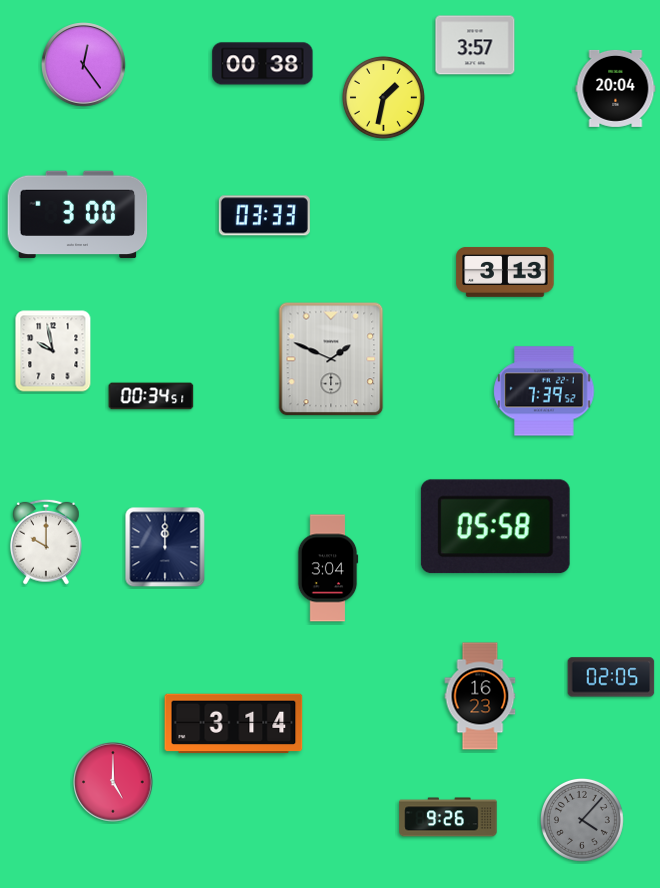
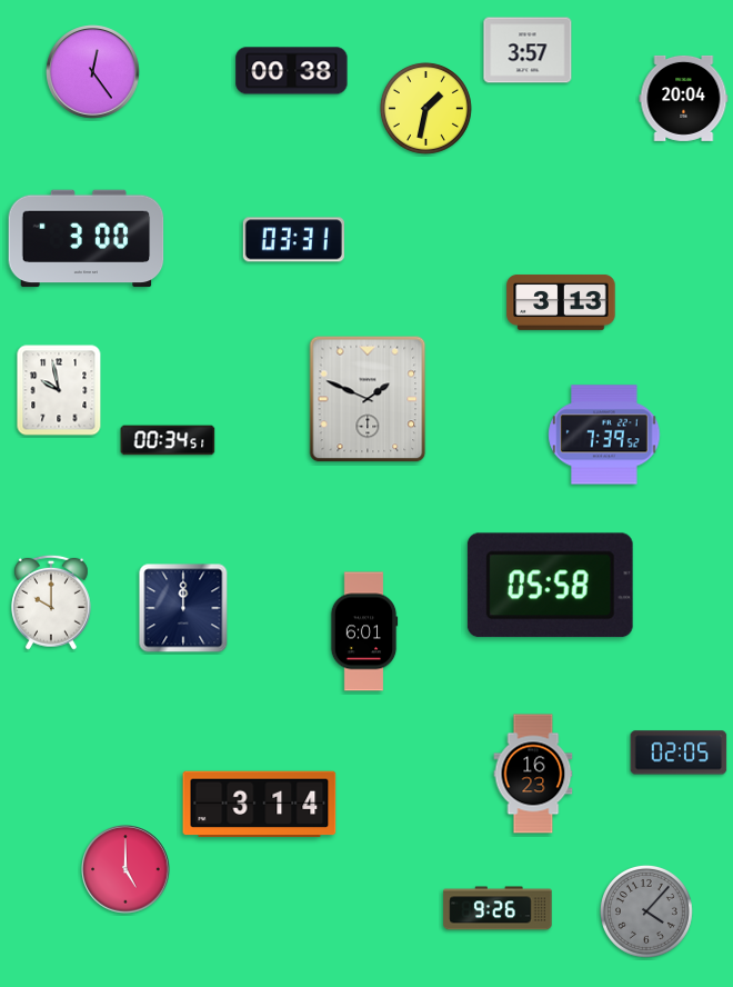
clock at (264, 216): 03:33 -> 03:31
clock at (328, 568): 3:04 -> 6:01
